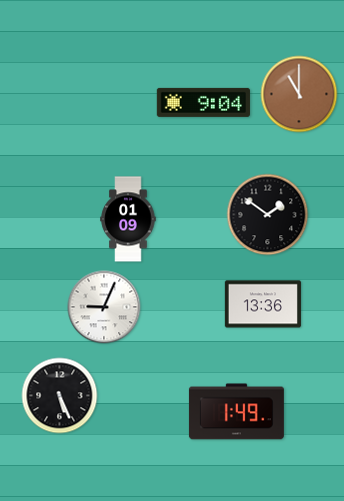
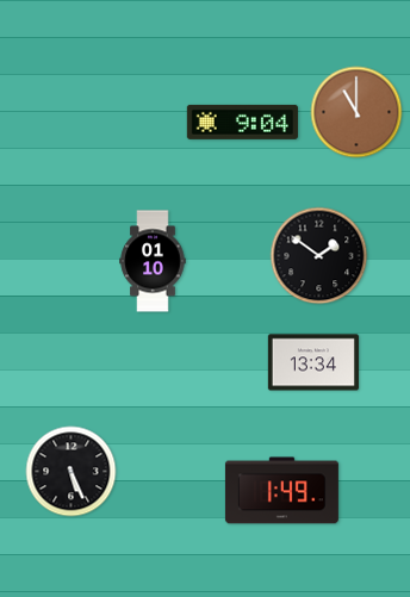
clock at (128, 219): 01:09 -> 01:10
clock at (263, 304): 13:36 -> 13:34
clock at (104, 307): 9:04 -> none
